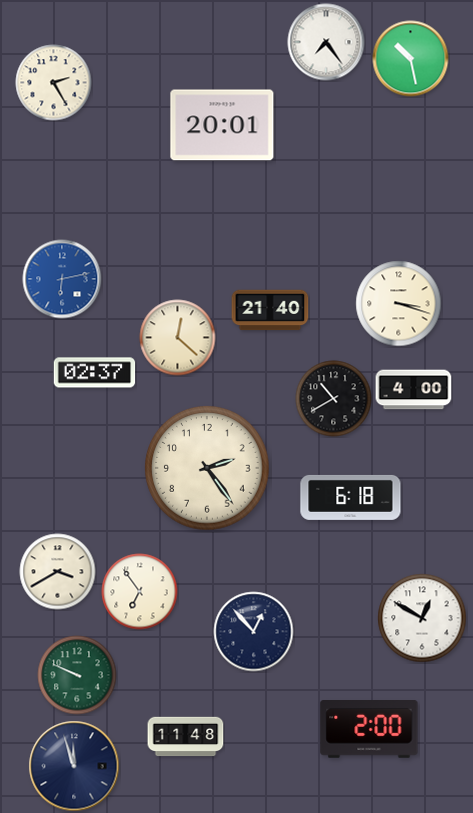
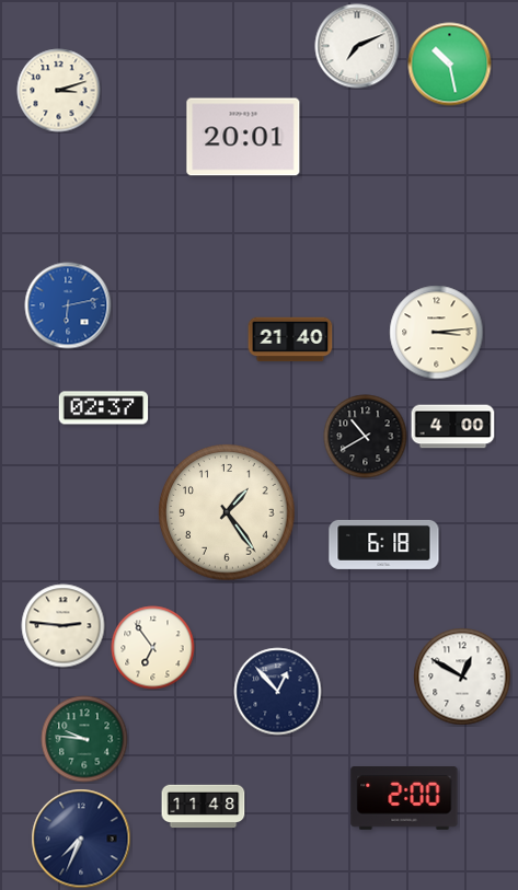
clock at (326, 42): 7:24 -> 7:11
clock at (54, 83): 2:25 -> 3:12
clock at (399, 304): 3:18 -> 3:14
clock at (270, 310) position: (270, 310) -> (290, 339)
clock at (178, 338): 12:22 -> none
clock at (207, 468): 2:24 -> 1:24
clock at (58, 572): 3:40 -> 2:46
clock at (77, 675): 9:49 -> 9:46
clock at (74, 766): 11:57 -> 7:34
